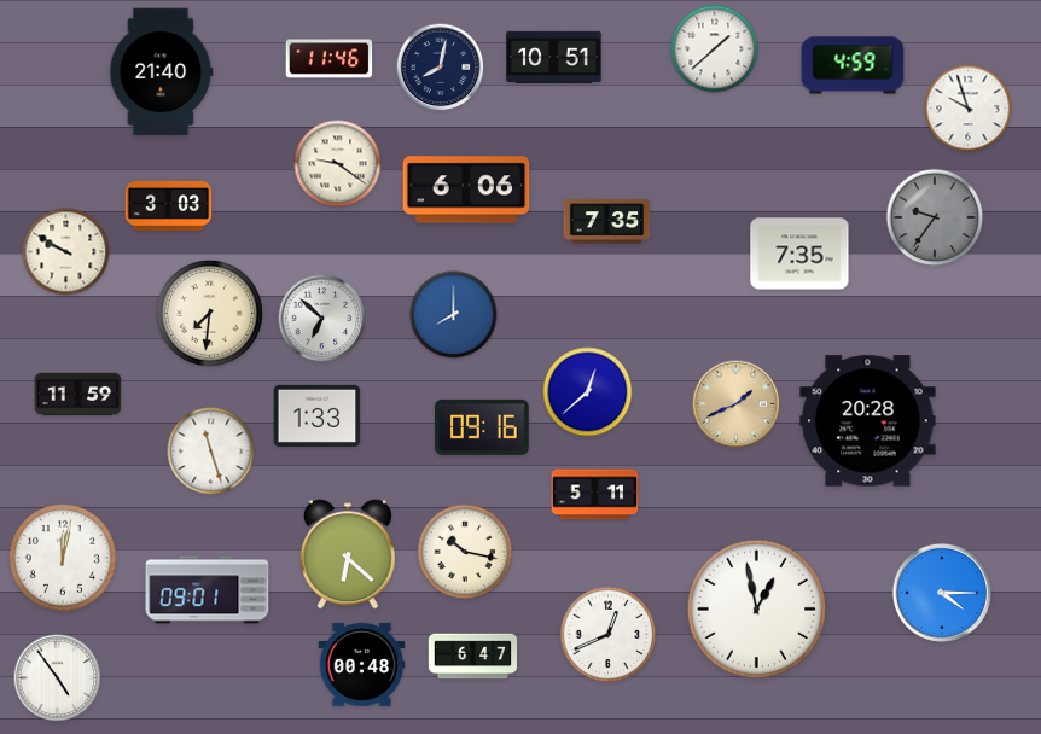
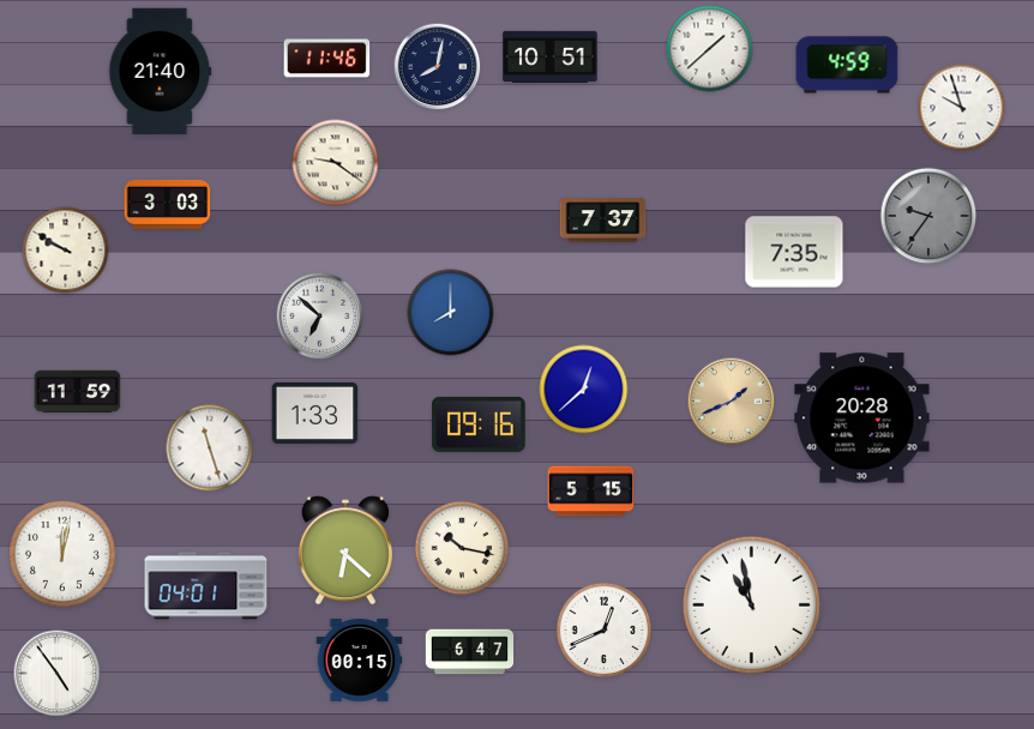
clock at (466, 190): 6:06 -> none
clock at (607, 222): 7:35 -> 7:37
clock at (209, 313): 7:31 -> none
clock at (595, 495): 5:11 -> 5:15
clock at (208, 590): 09:01 -> 04:01
clock at (942, 593): 4:15 -> none
clock at (757, 610): 12:58 -> 10:58
clock at (362, 665): 00:48 -> 00:15
